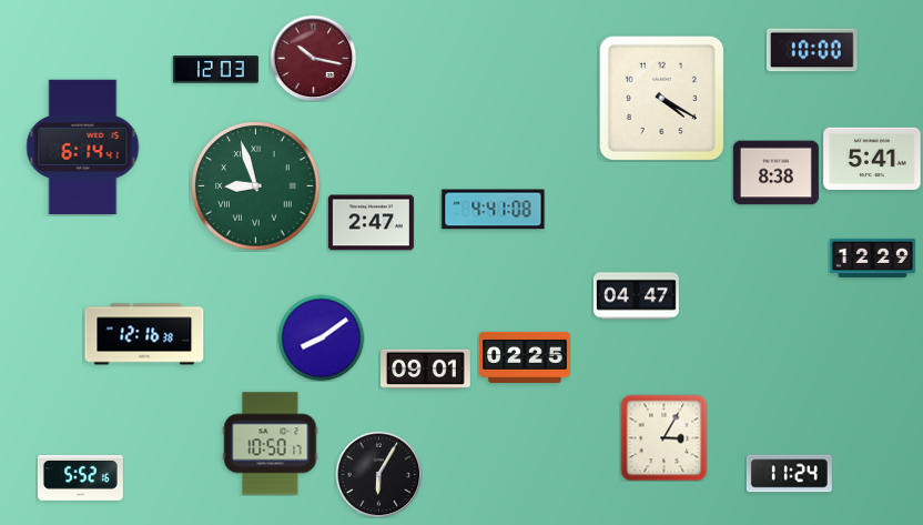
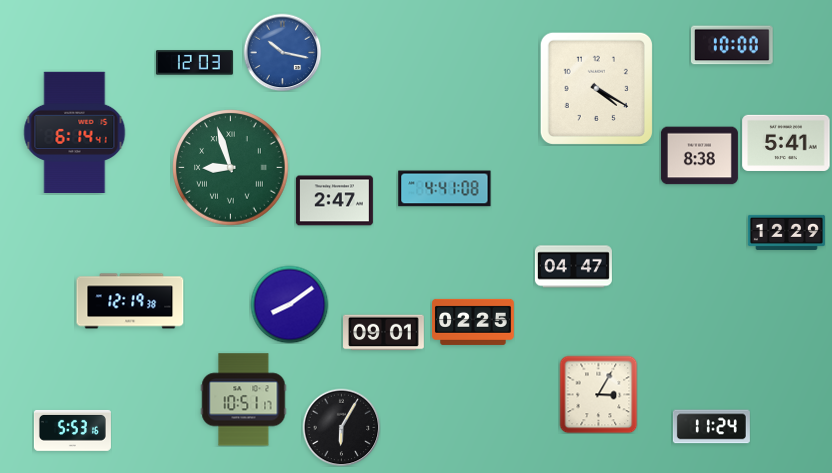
clock at (313, 58) dial: burgundy -> blue
clock at (144, 334): 12:16 -> 12:19
clock at (271, 444): 10:50 -> 10:51
clock at (80, 477): 5:52 -> 5:53
